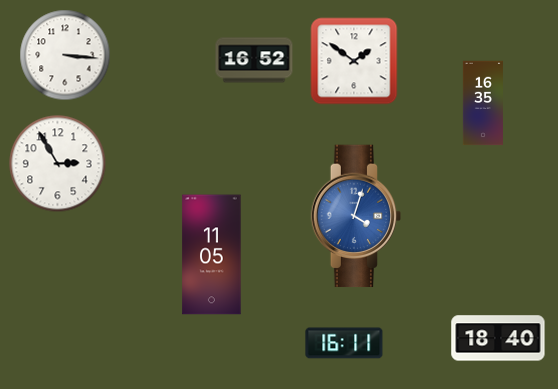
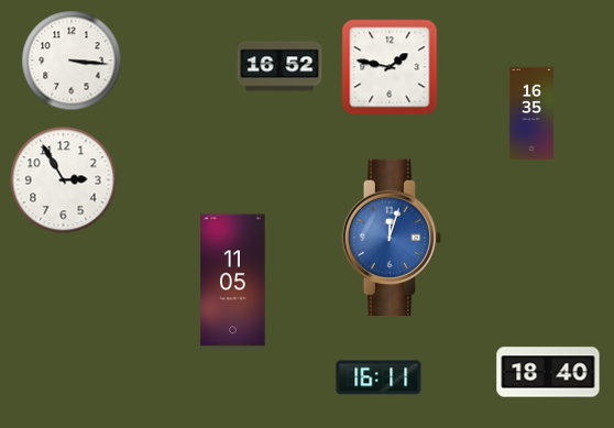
clock at (354, 61): 1:51 -> 1:47
clock at (356, 216): 4:03 -> 12:03
